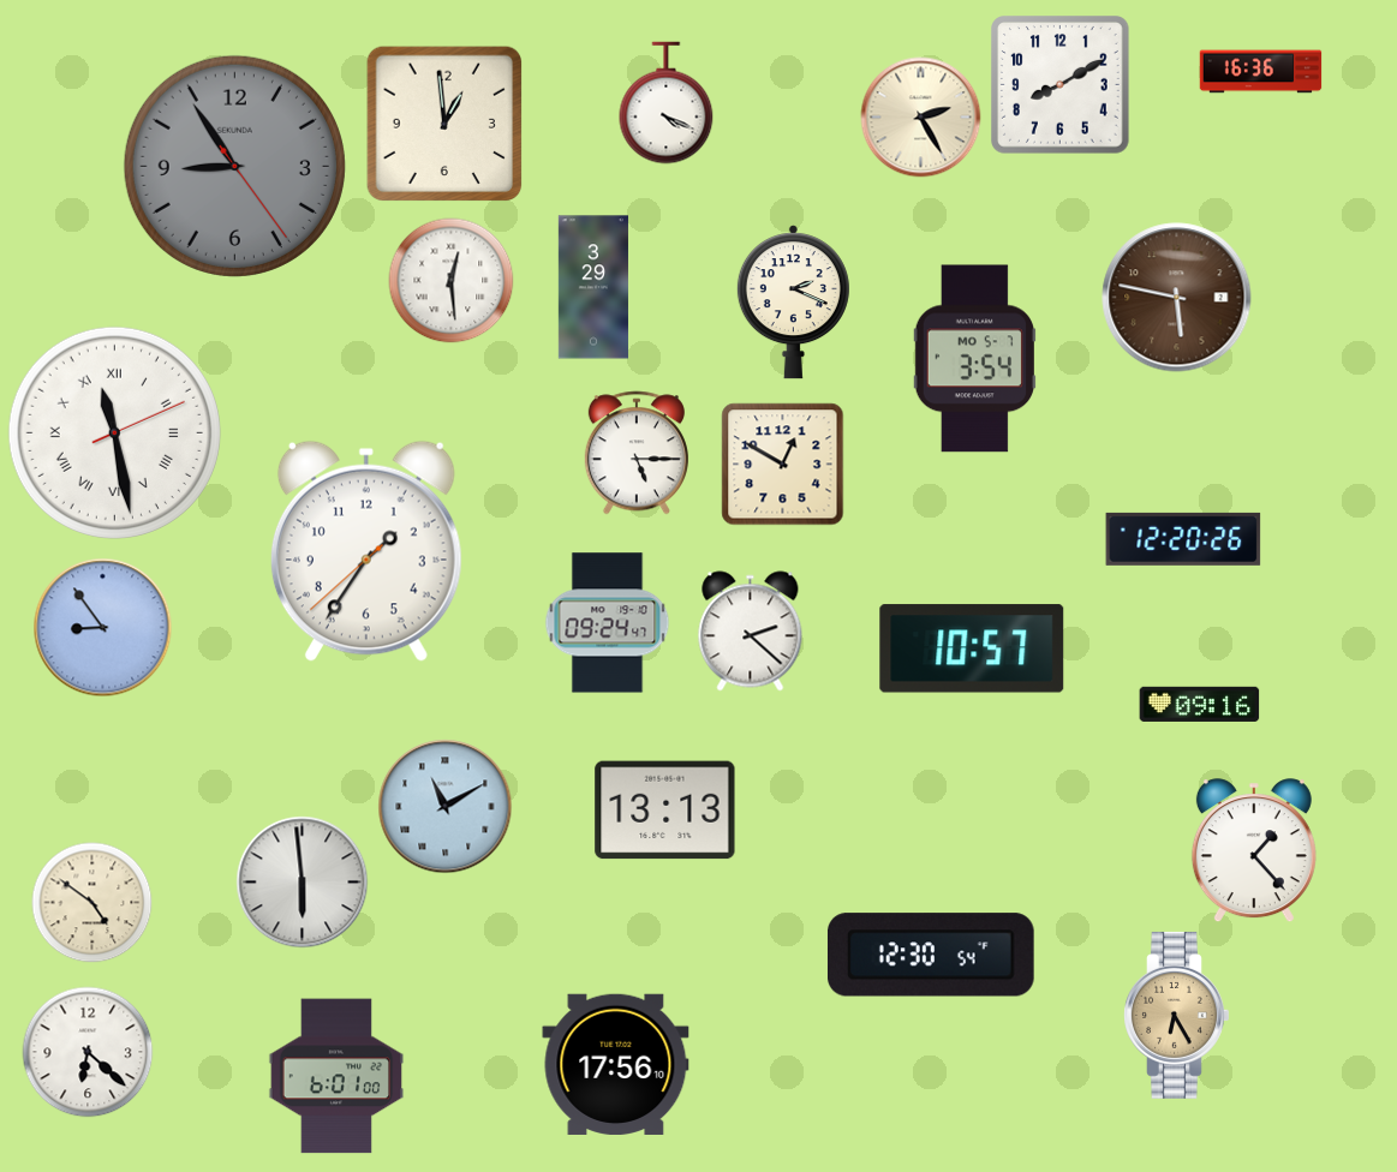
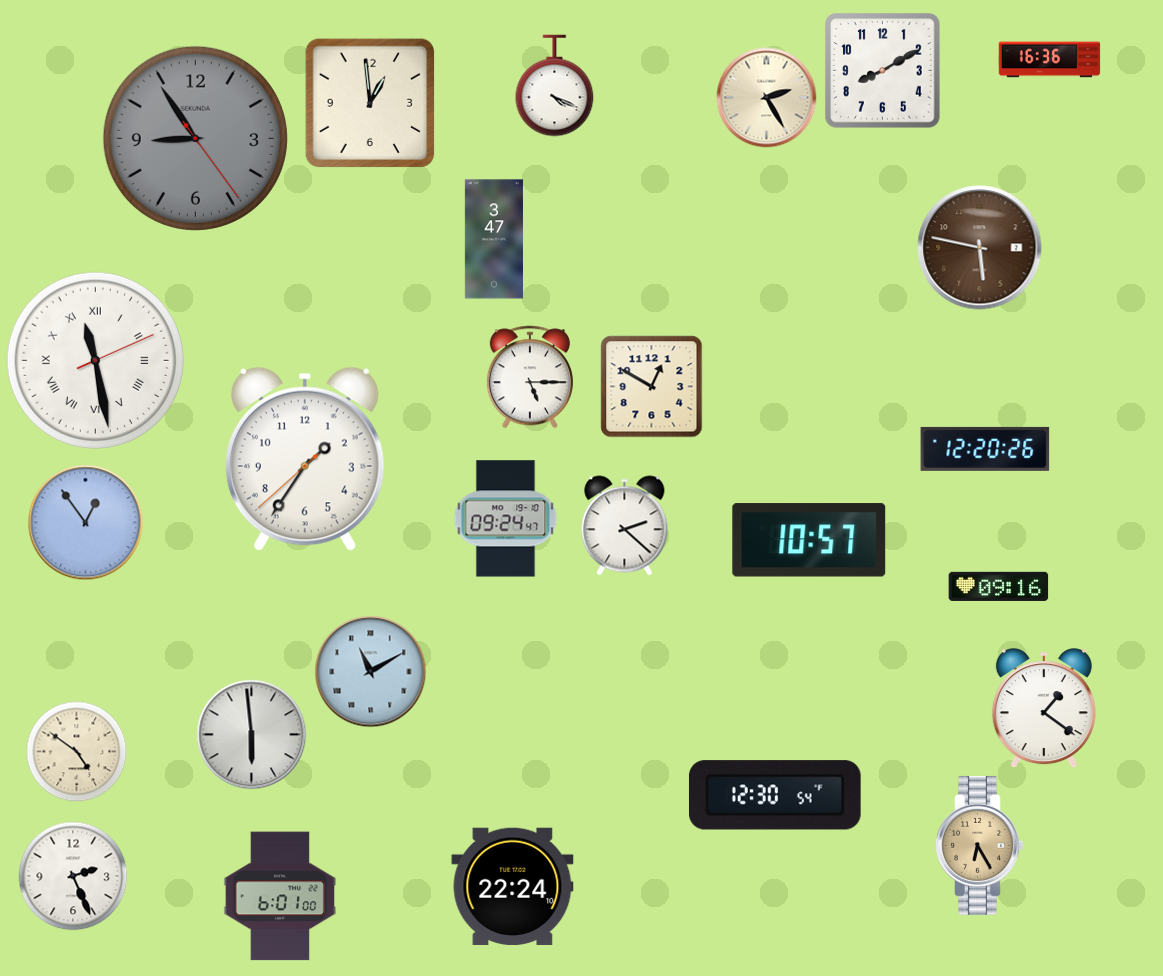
clock at (452, 281): 12:29 -> none
clock at (593, 287): 3:29 -> 3:47
clock at (793, 303): 2:19 -> none
clock at (974, 359): 3:54 -> none
clock at (103, 628): 8:54 -> 12:54
clock at (665, 811): 13:13 -> none
clock at (1254, 851): 1:23 -> 1:21
clock at (88, 1052): 6:22 -> 2:26
clock at (616, 1064): 17:56 -> 22:24
